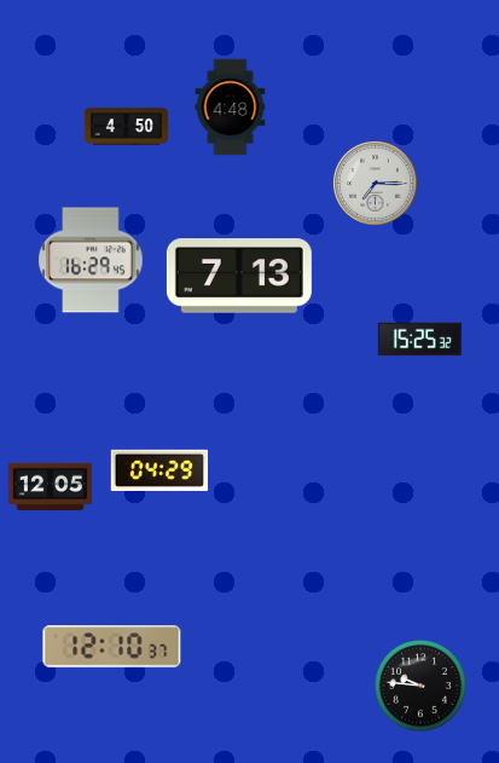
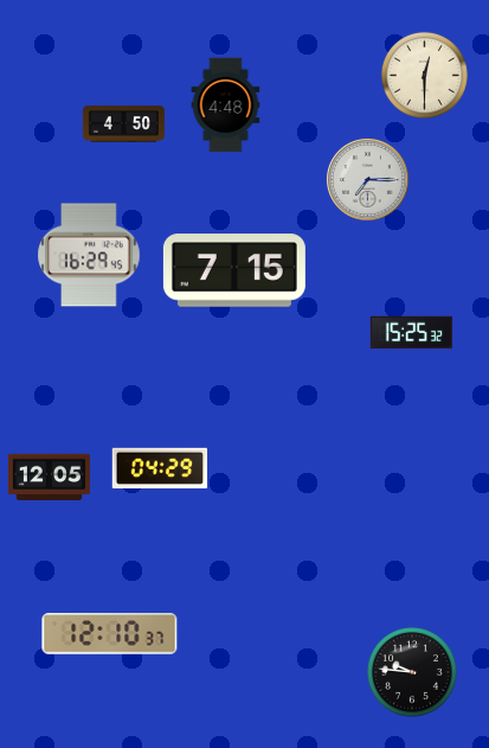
clock at (424, 75): none -> 12:30
clock at (239, 276): 7:13 -> 7:15
clock at (159, 470) position: (159, 470) -> (160, 468)
